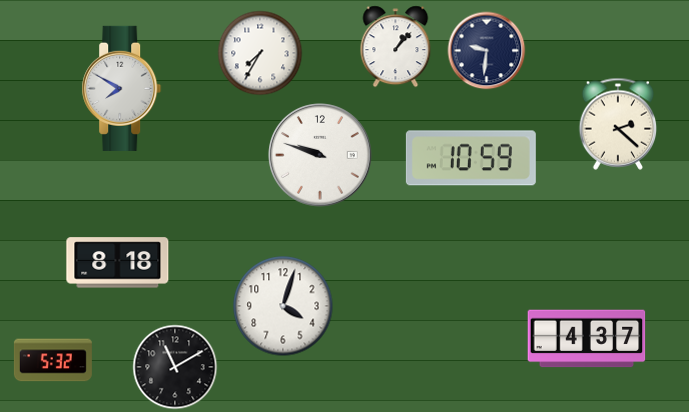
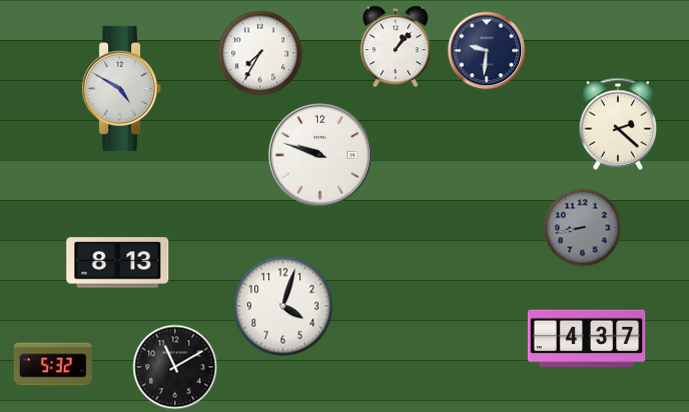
clock at (122, 88): 7:50 -> 4:50
clock at (471, 158): 10:59 -> none
clock at (582, 227): none -> 8:43
clock at (118, 263): 8:18 -> 8:13
clock at (53, 360) position: (53, 360) -> (53, 364)
